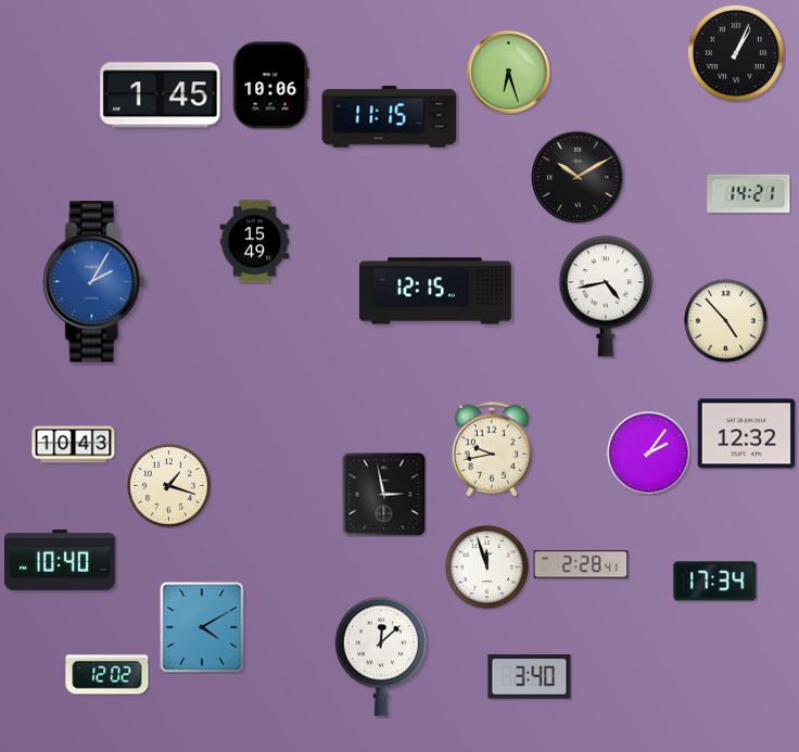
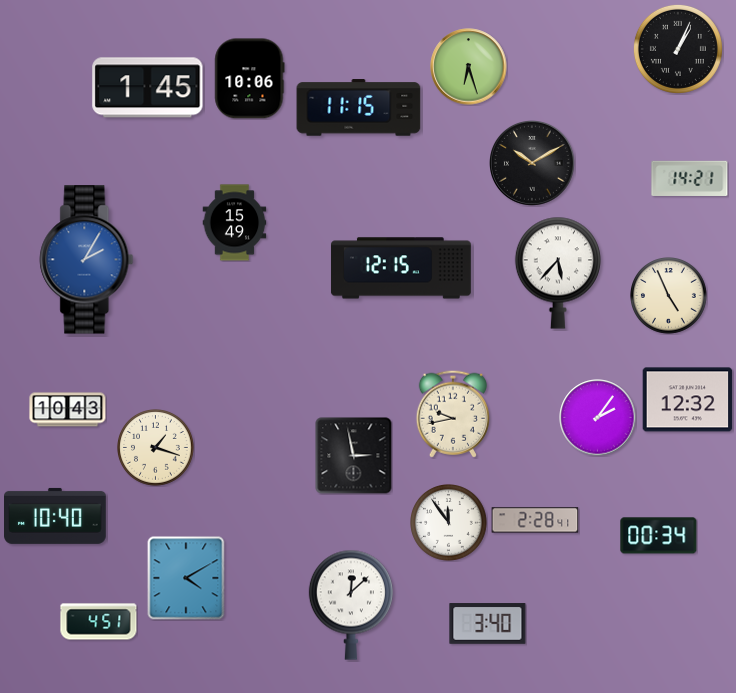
clock at (606, 296): 4:43 -> 5:37
clock at (726, 321): 4:53 -> 4:56
clock at (487, 568): 11:57 -> 11:54
clock at (715, 582): 17:34 -> 00:34
clock at (107, 675): 12:02 -> 4:51
